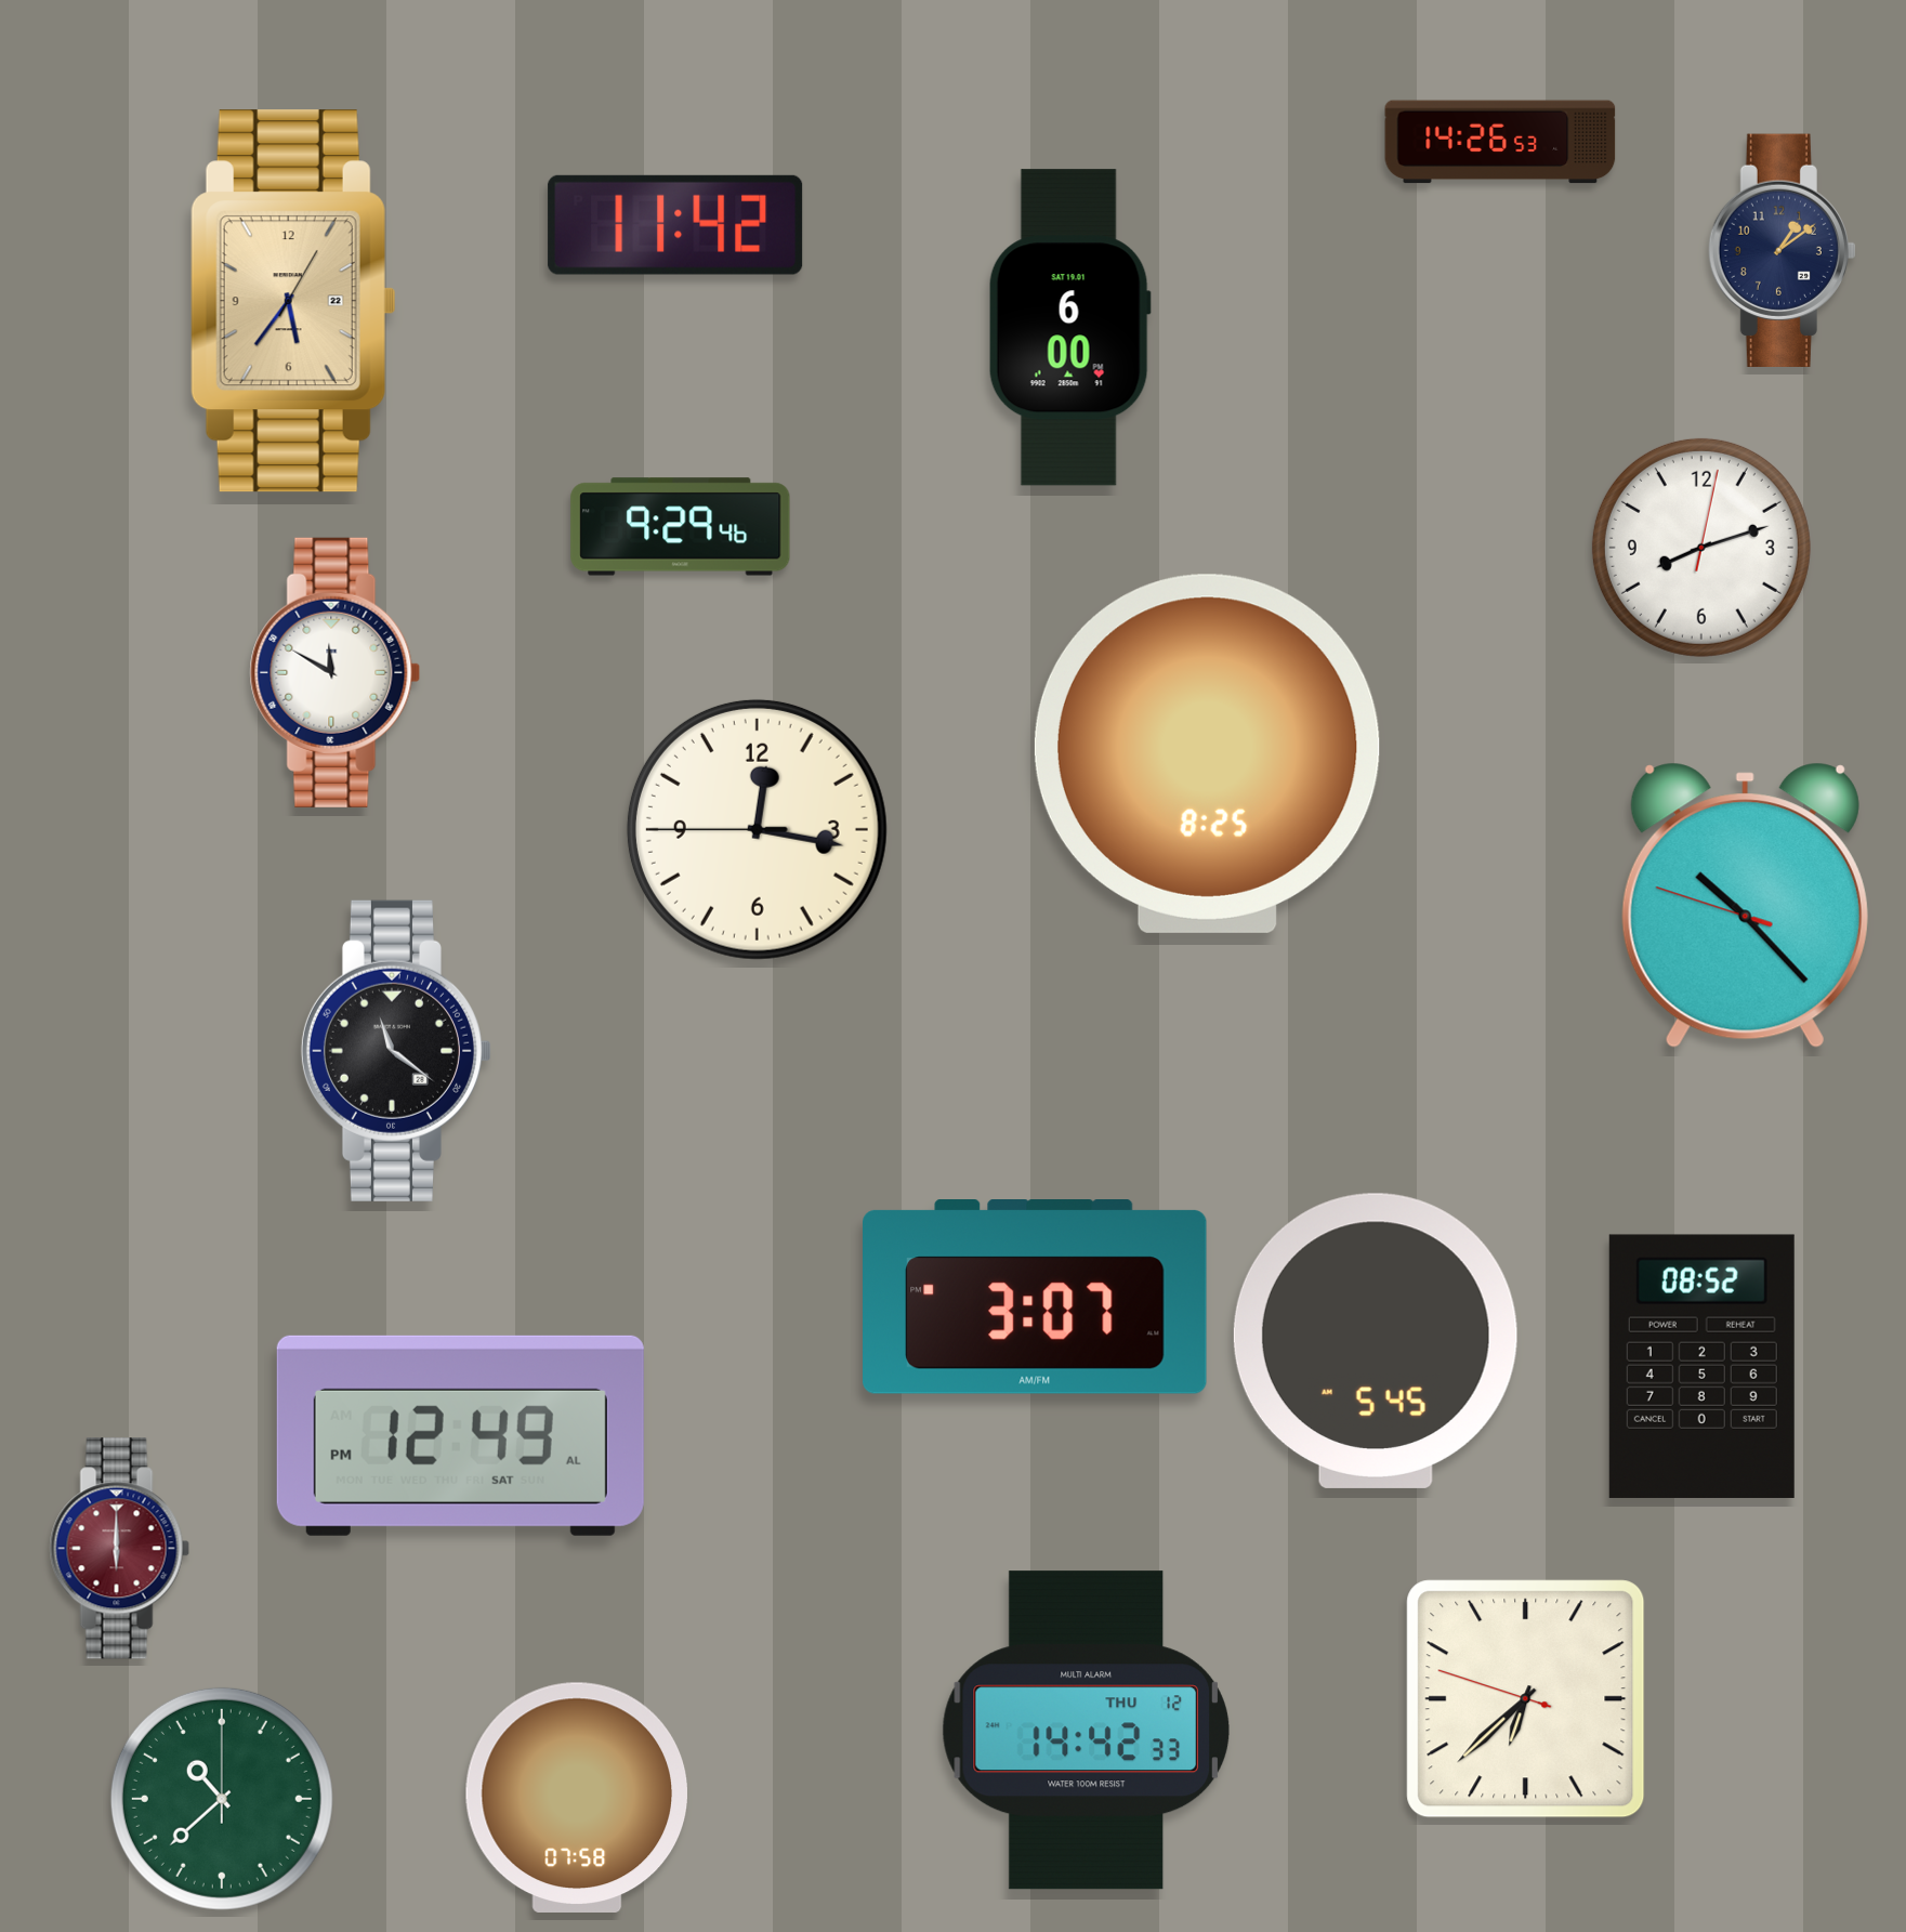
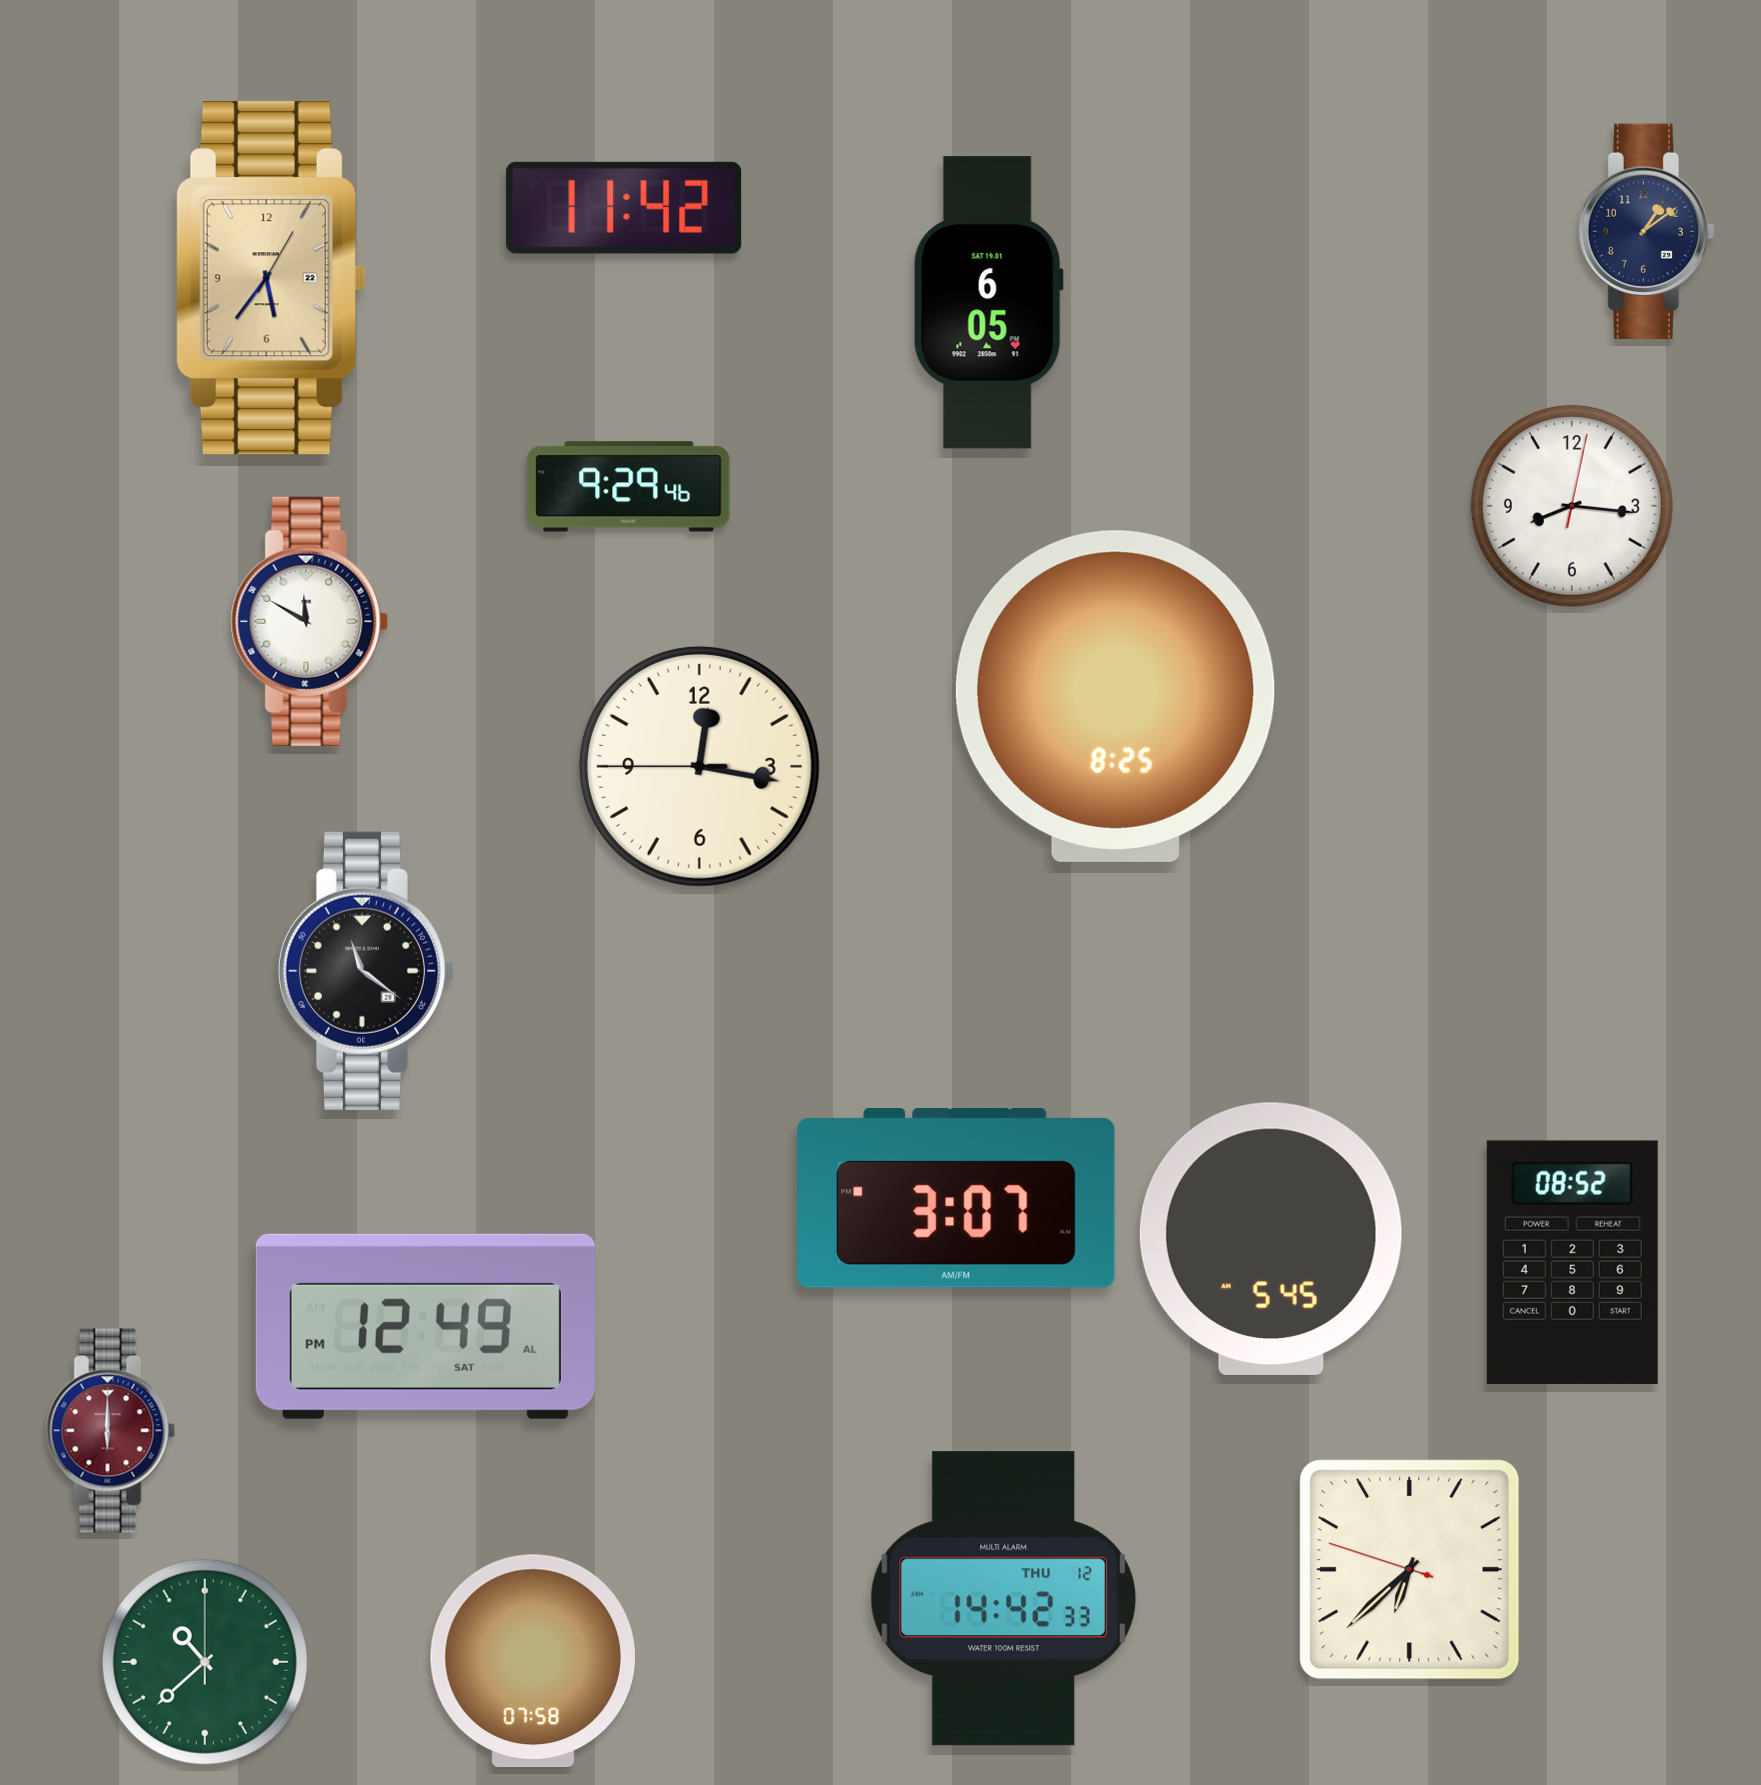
clock at (1500, 142): 14:26 -> none
clock at (1069, 328): 6:00 -> 6:05
clock at (1701, 548): 8:12 -> 8:16
clock at (1745, 905): 10:22 -> none
